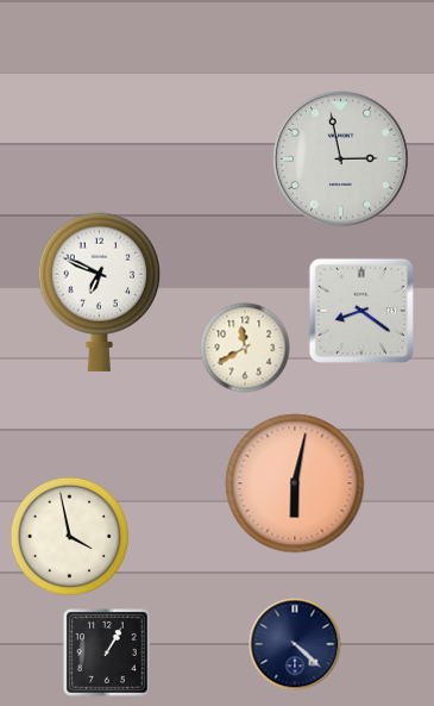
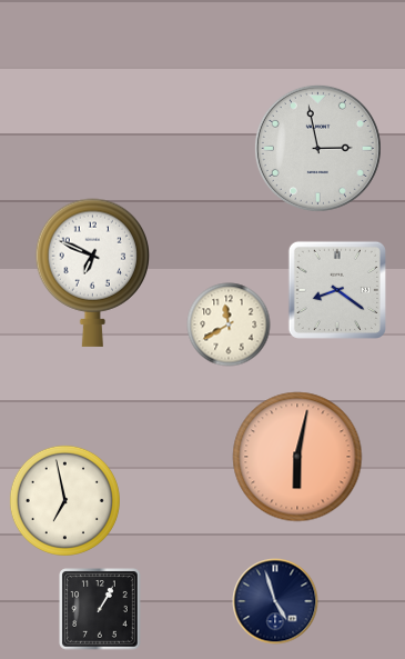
clock at (295, 483) position: (295, 483) -> (297, 457)
clock at (69, 536): 3:58 -> 6:58
clock at (295, 644): 4:22 -> 4:57
